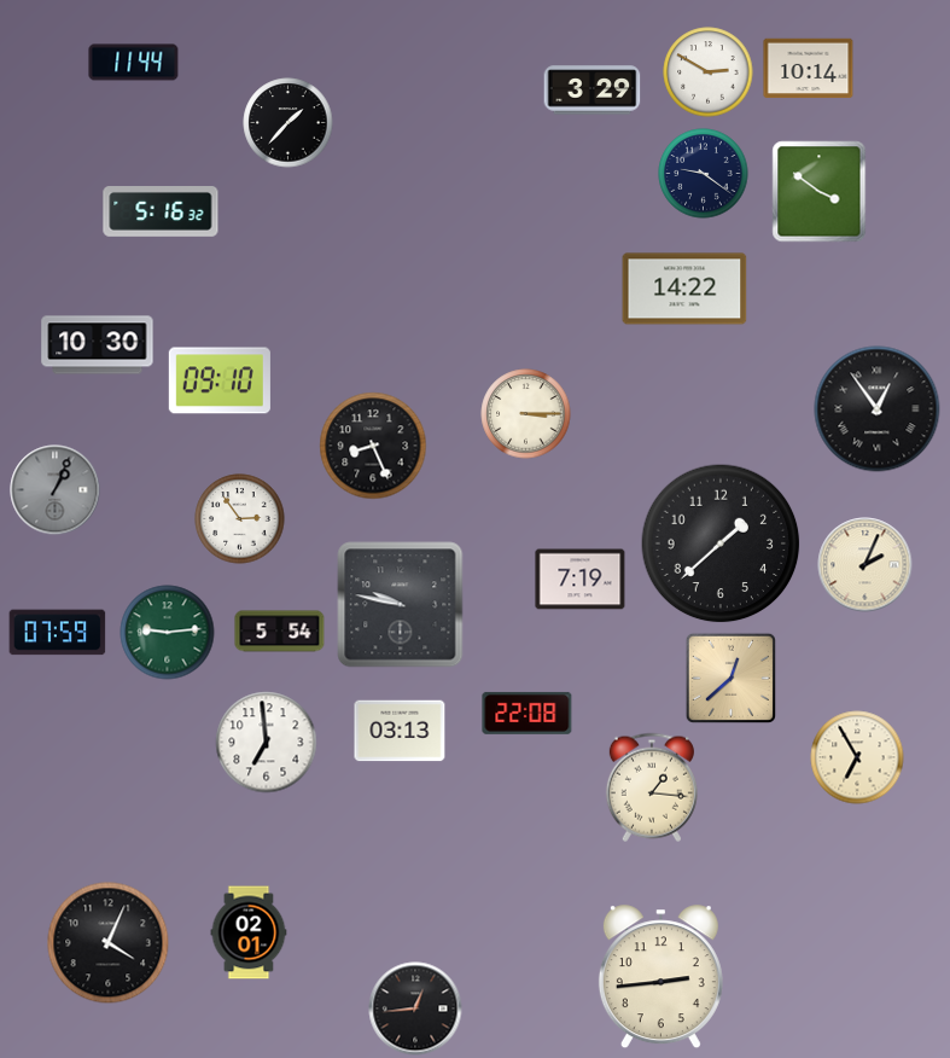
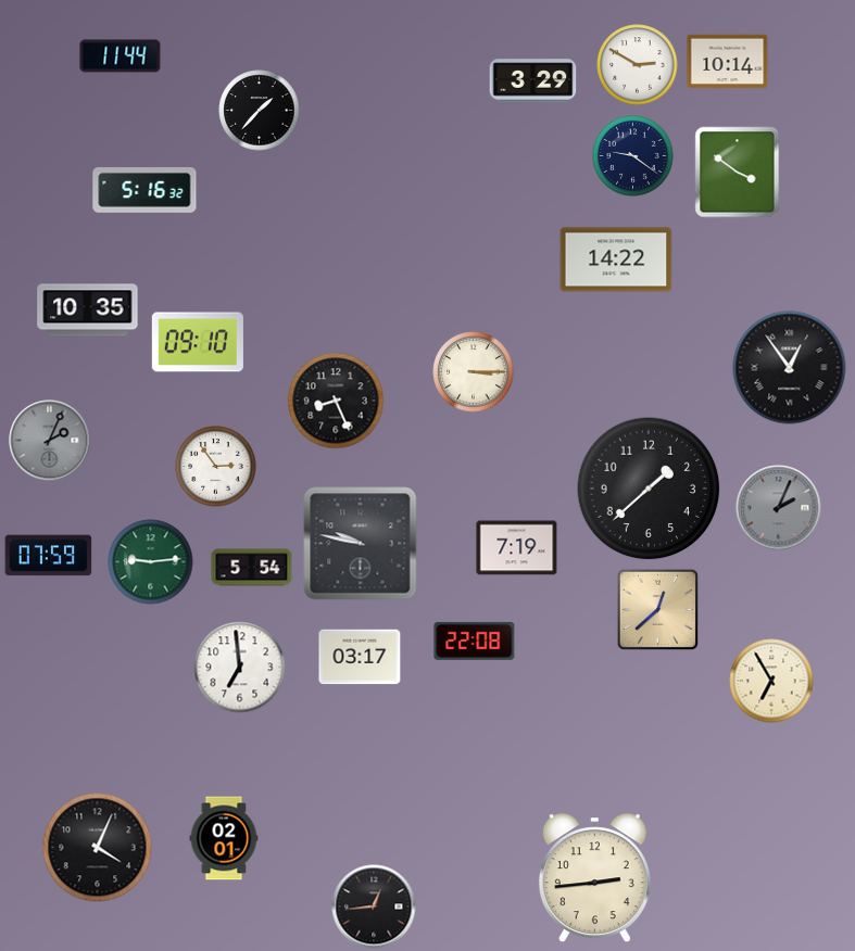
clock at (98, 345): 10:30 -> 10:35
clock at (56, 490): 1:04 -> 2:04
clock at (866, 565) dial: cream -> grey
clock at (581, 580) position: (581, 580) -> (517, 548)
clock at (58, 633) position: (58, 633) -> (49, 556)
clock at (168, 633) position: (168, 633) -> (151, 562)
clock at (400, 731): 03:13 -> 03:17
clock at (652, 787): 1:16 -> none
